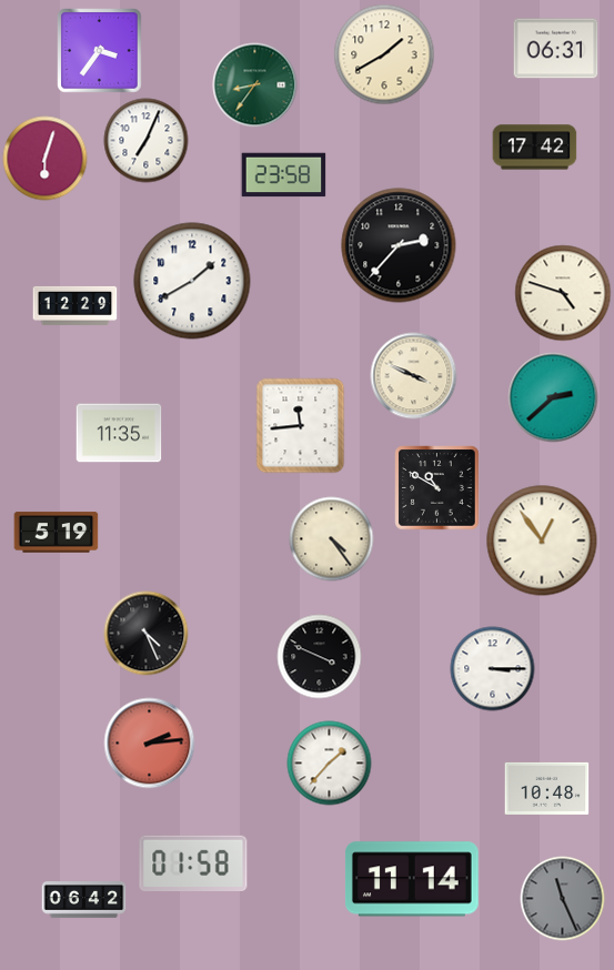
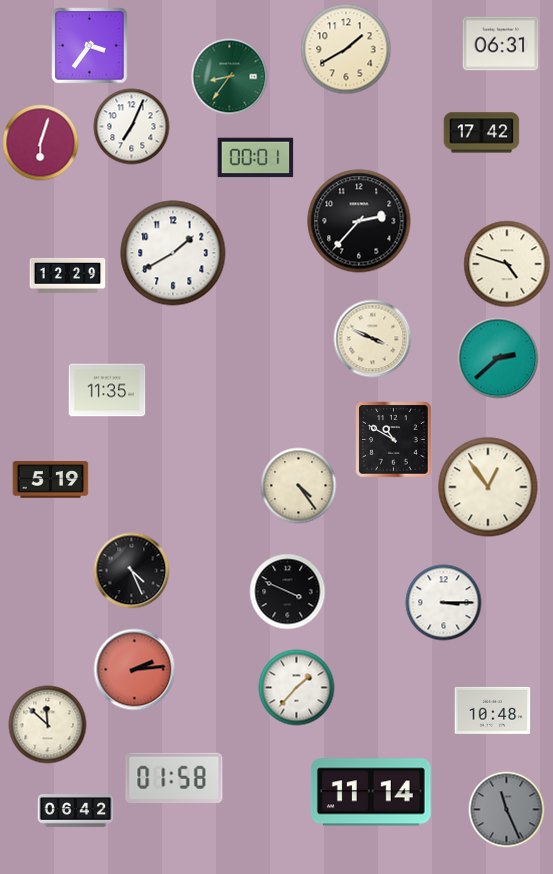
clock at (284, 175): 23:58 -> 00:01
clock at (301, 426): 11:44 -> none
clock at (48, 725): none -> 11:52
